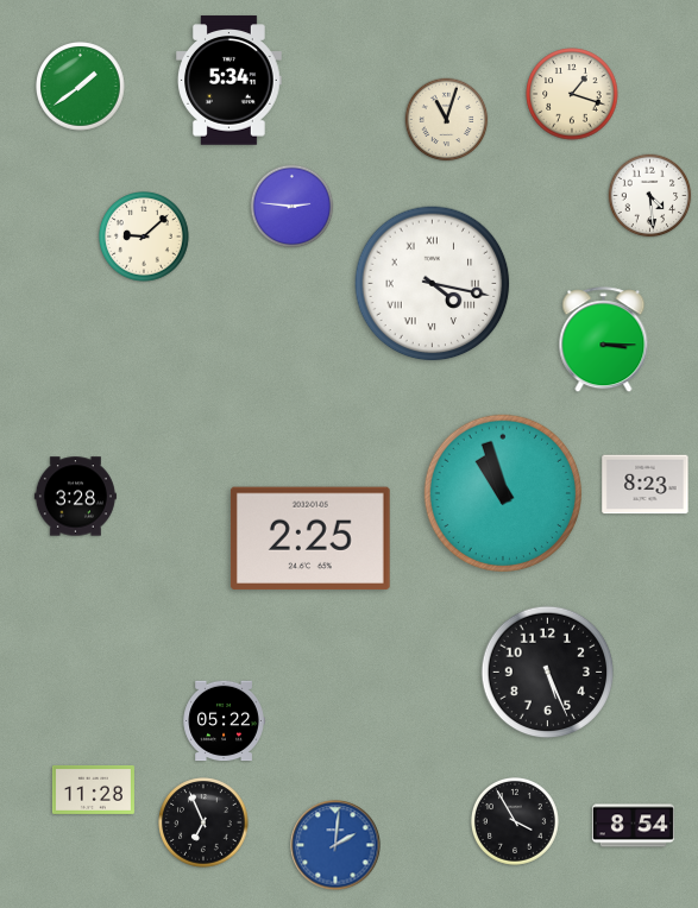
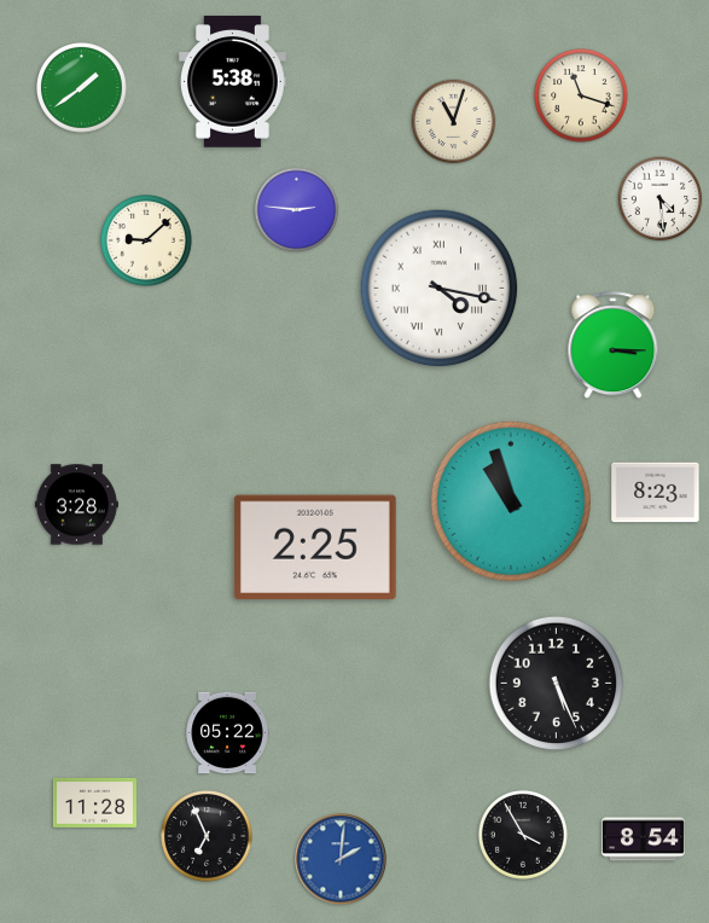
clock at (229, 81): 5:34 -> 5:38
clock at (572, 94): 1:18 -> 11:18
